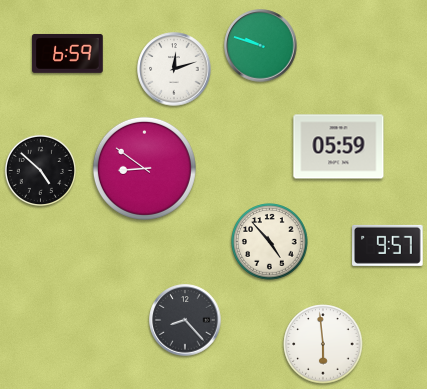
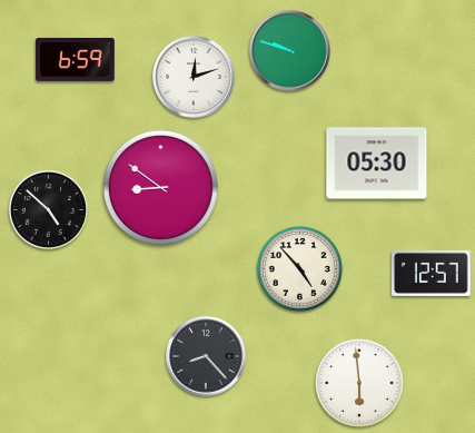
clock at (339, 147): 05:59 -> 05:30
clock at (40, 170) position: (40, 170) -> (48, 209)
clock at (388, 245): 9:57 -> 12:57
